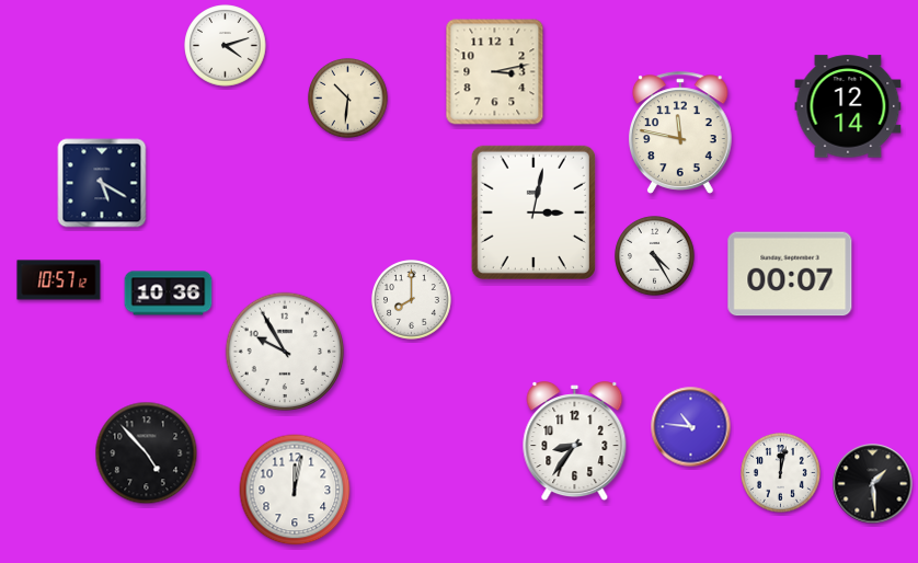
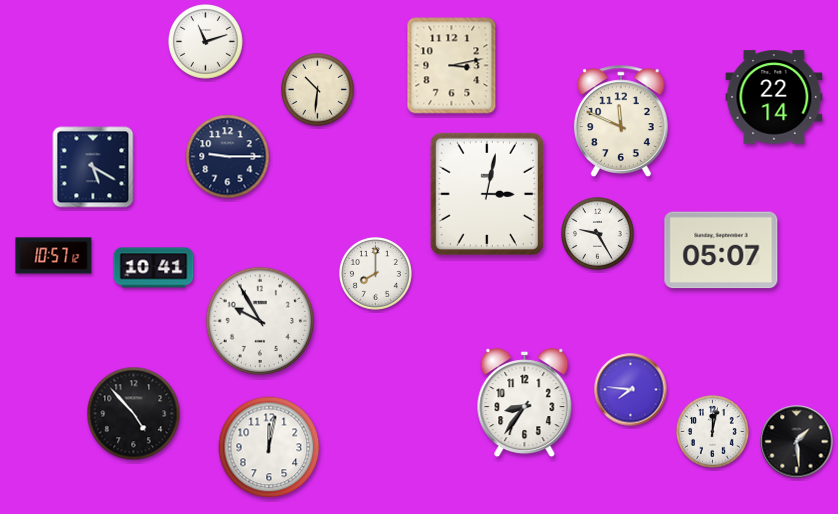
clock at (226, 46): 4:12 -> 11:12
clock at (848, 106): 12:14 -> 22:14
clock at (680, 133): 11:47 -> 11:49
clock at (228, 157): none -> 9:15
clock at (655, 256): 4:25 -> 9:25
clock at (790, 274): 00:07 -> 05:07
clock at (169, 294): 10:36 -> 10:41
clock at (691, 427): 10:46 -> 7:46
